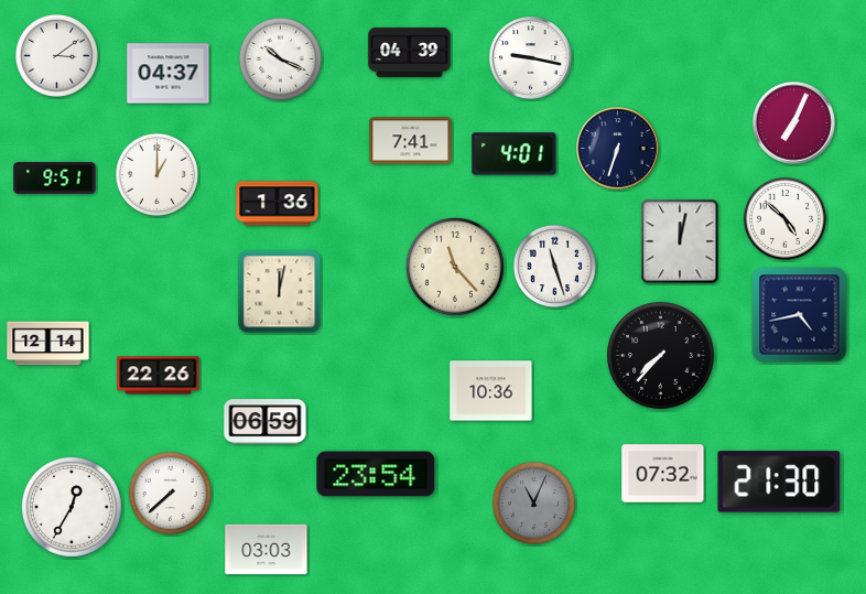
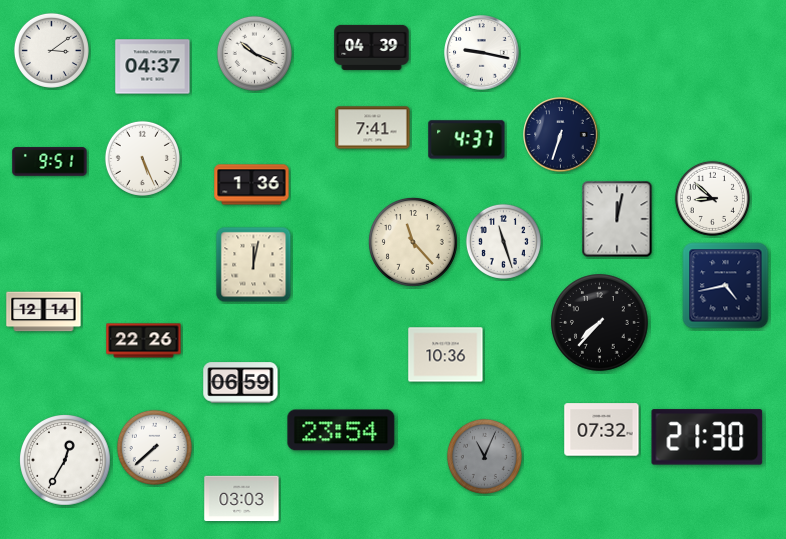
clock at (794, 123): 7:04 -> none
clock at (515, 154): 4:01 -> 4:37
clock at (156, 174): 1:00 -> 5:26
clock at (784, 218): 4:52 -> 8:52
